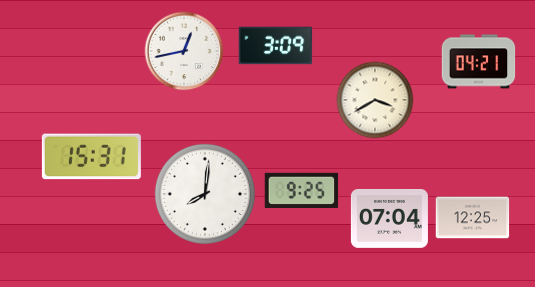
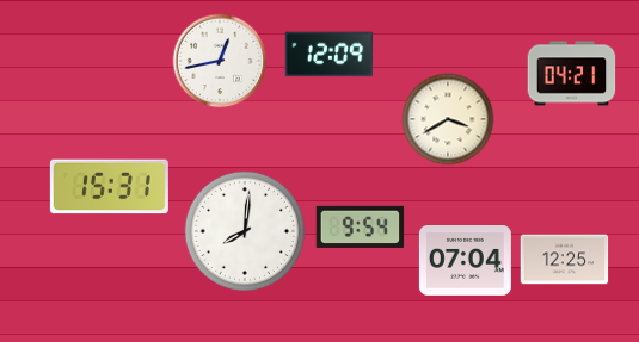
clock at (276, 46): 3:09 -> 12:09
clock at (302, 190): 9:25 -> 9:54
